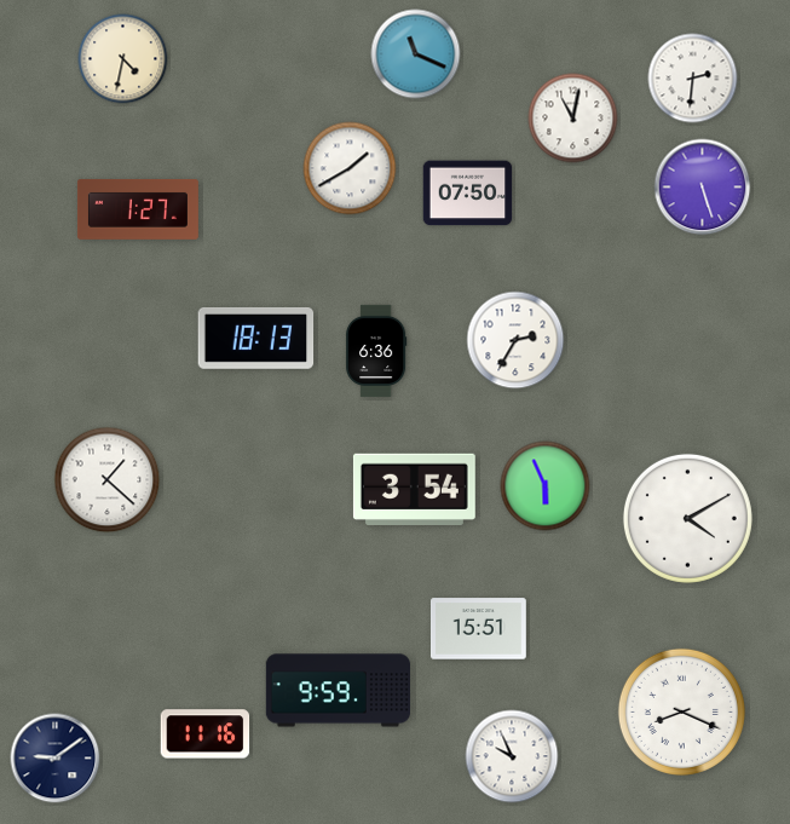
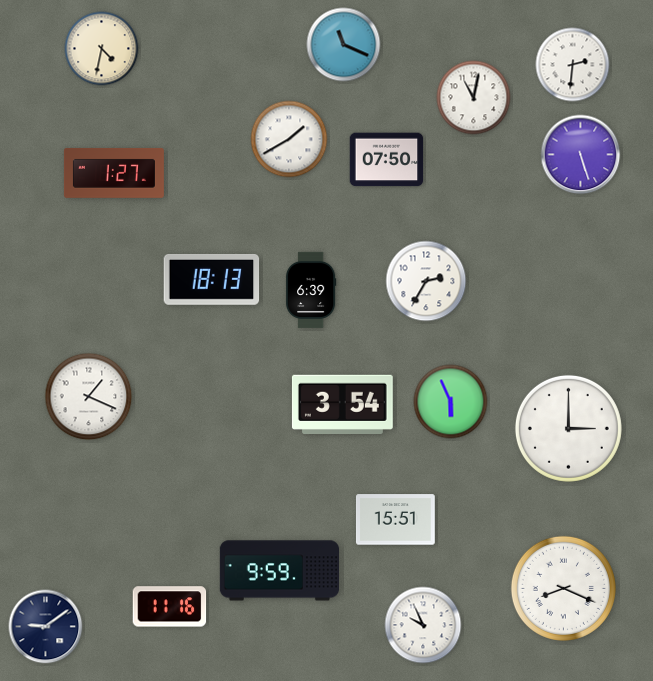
clock at (376, 351): 6:36 -> 6:39
clock at (108, 480): 1:22 -> 1:19
clock at (687, 518): 4:10 -> 3:00
